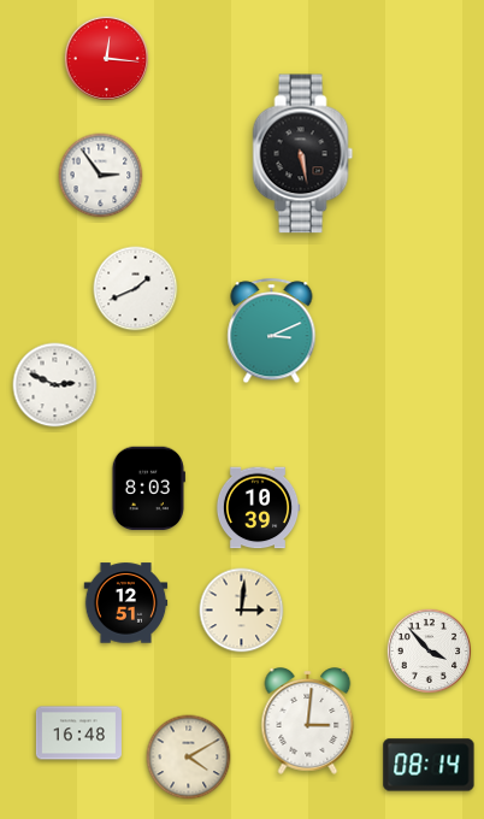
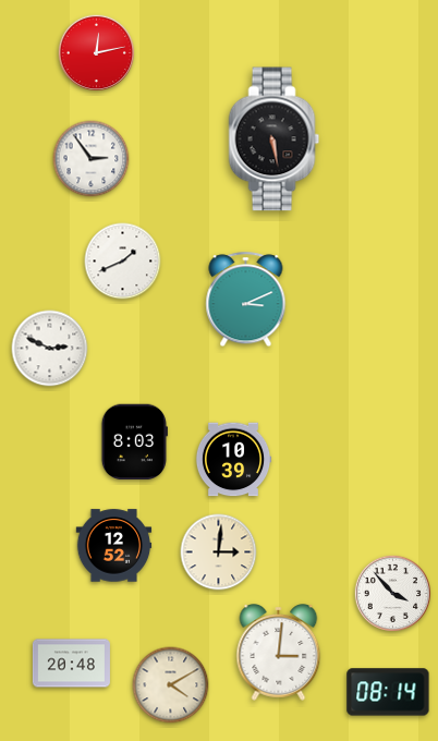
clock at (106, 58): 12:16 -> 12:13
clock at (126, 603): 12:51 -> 12:52
clock at (429, 650) position: (429, 650) -> (392, 593)
clock at (78, 733): 16:48 -> 20:48
